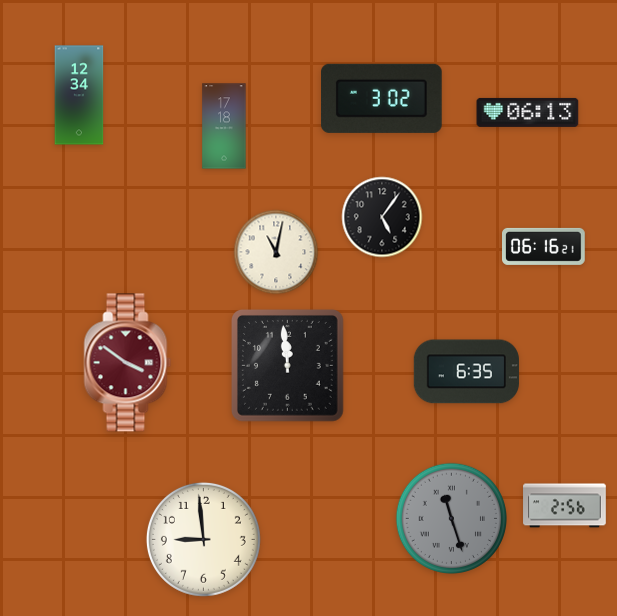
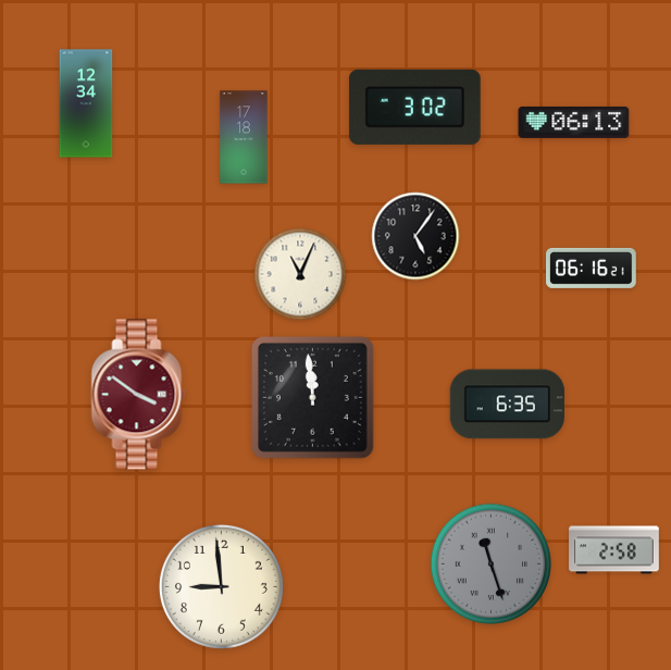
clock at (276, 252): 11:02 -> 11:04
clock at (565, 506): 2:56 -> 2:58
